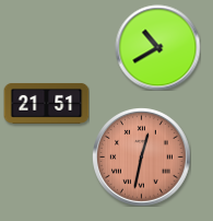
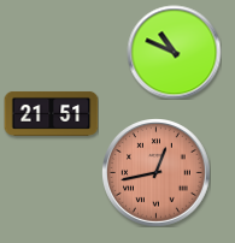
clock at (157, 47): 10:40 -> 10:49
clock at (142, 158): 12:32 -> 12:43
